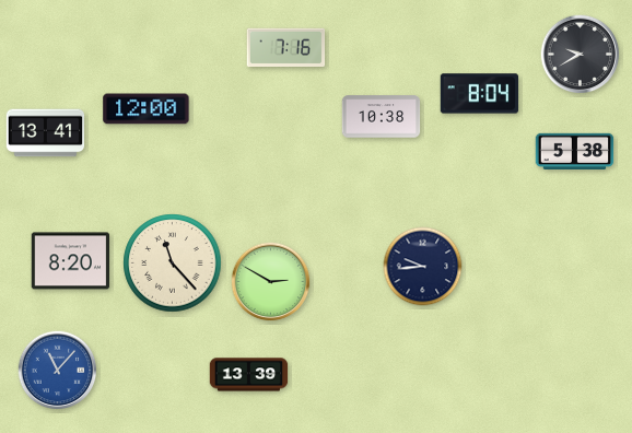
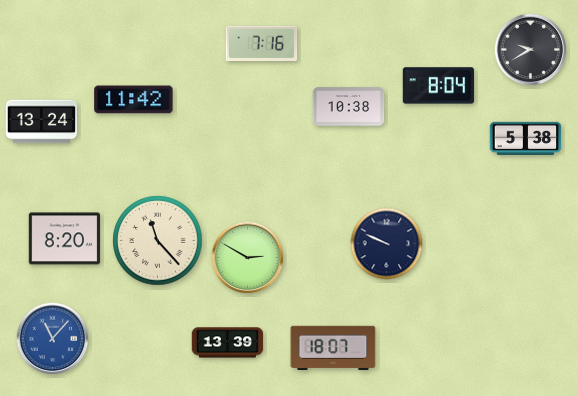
clock at (147, 109): 12:00 -> 11:42
clock at (46, 133): 13:41 -> 13:24
clock at (423, 267): 9:44 -> 9:49
clock at (333, 347): none -> 18:07
